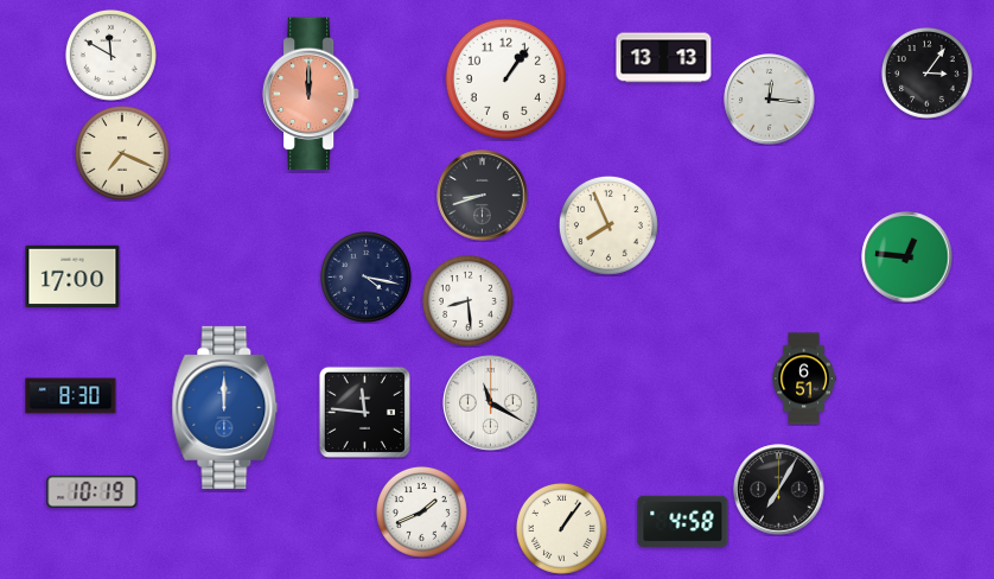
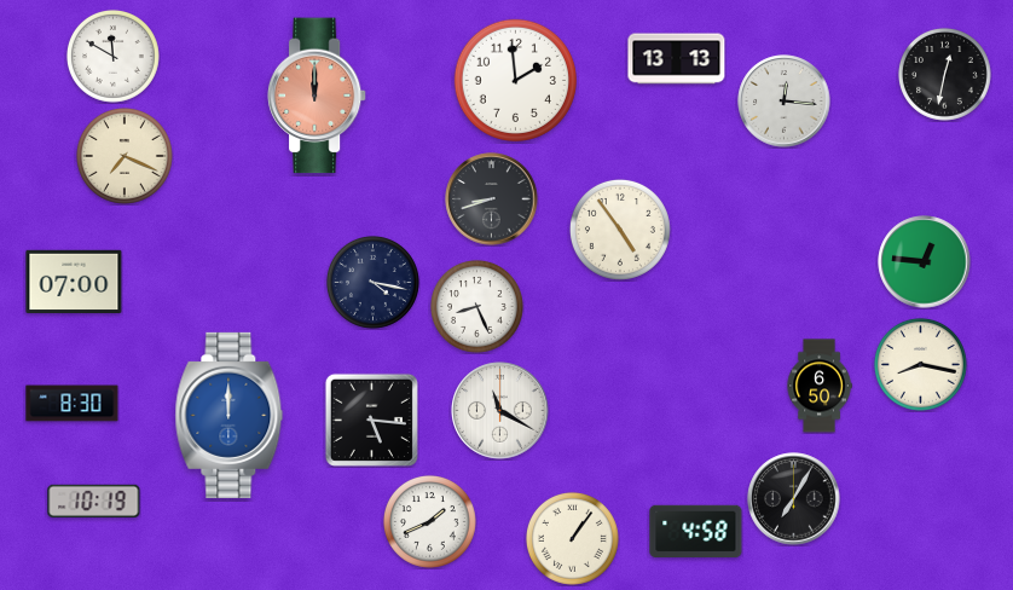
clock at (926, 72): 3:06 -> 12:32
clock at (505, 78): 1:06 -> 1:59
clock at (608, 225): 7:56 -> 4:54
clock at (72, 275): 17:00 -> 07:00
clock at (467, 300): 8:29 -> 8:26
clock at (920, 364): none -> 8:17
clock at (804, 378): 6:51 -> 6:50
clock at (364, 412): 11:46 -> 5:16
